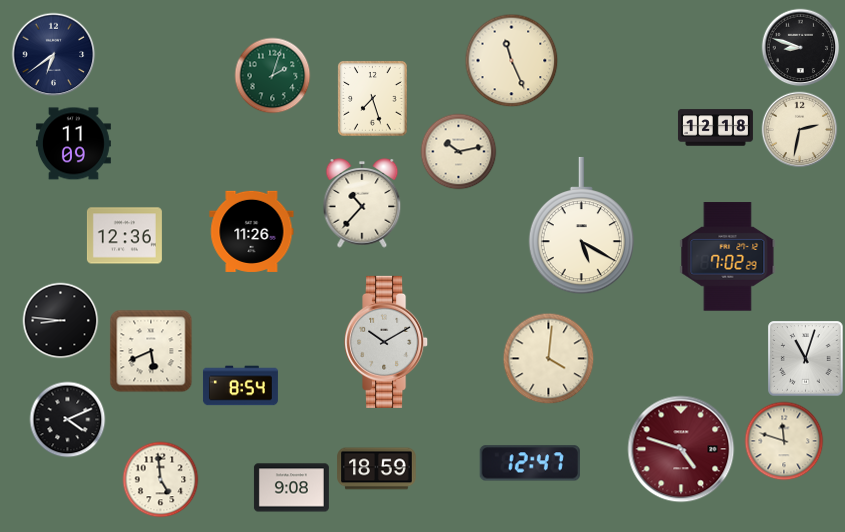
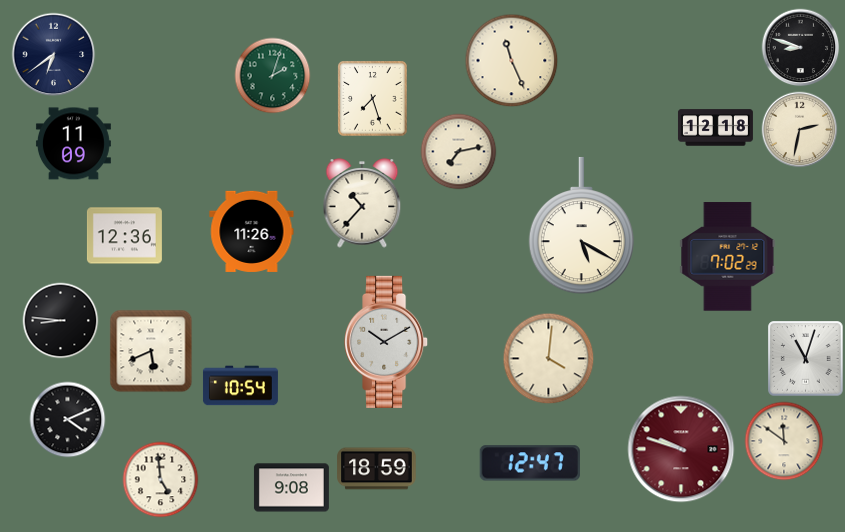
clock at (459, 152): 10:13 -> 7:13
clock at (240, 386): 8:54 -> 10:54
clock at (784, 441): 11:48 -> 11:51
clock at (681, 449): 4:48 -> 9:48
